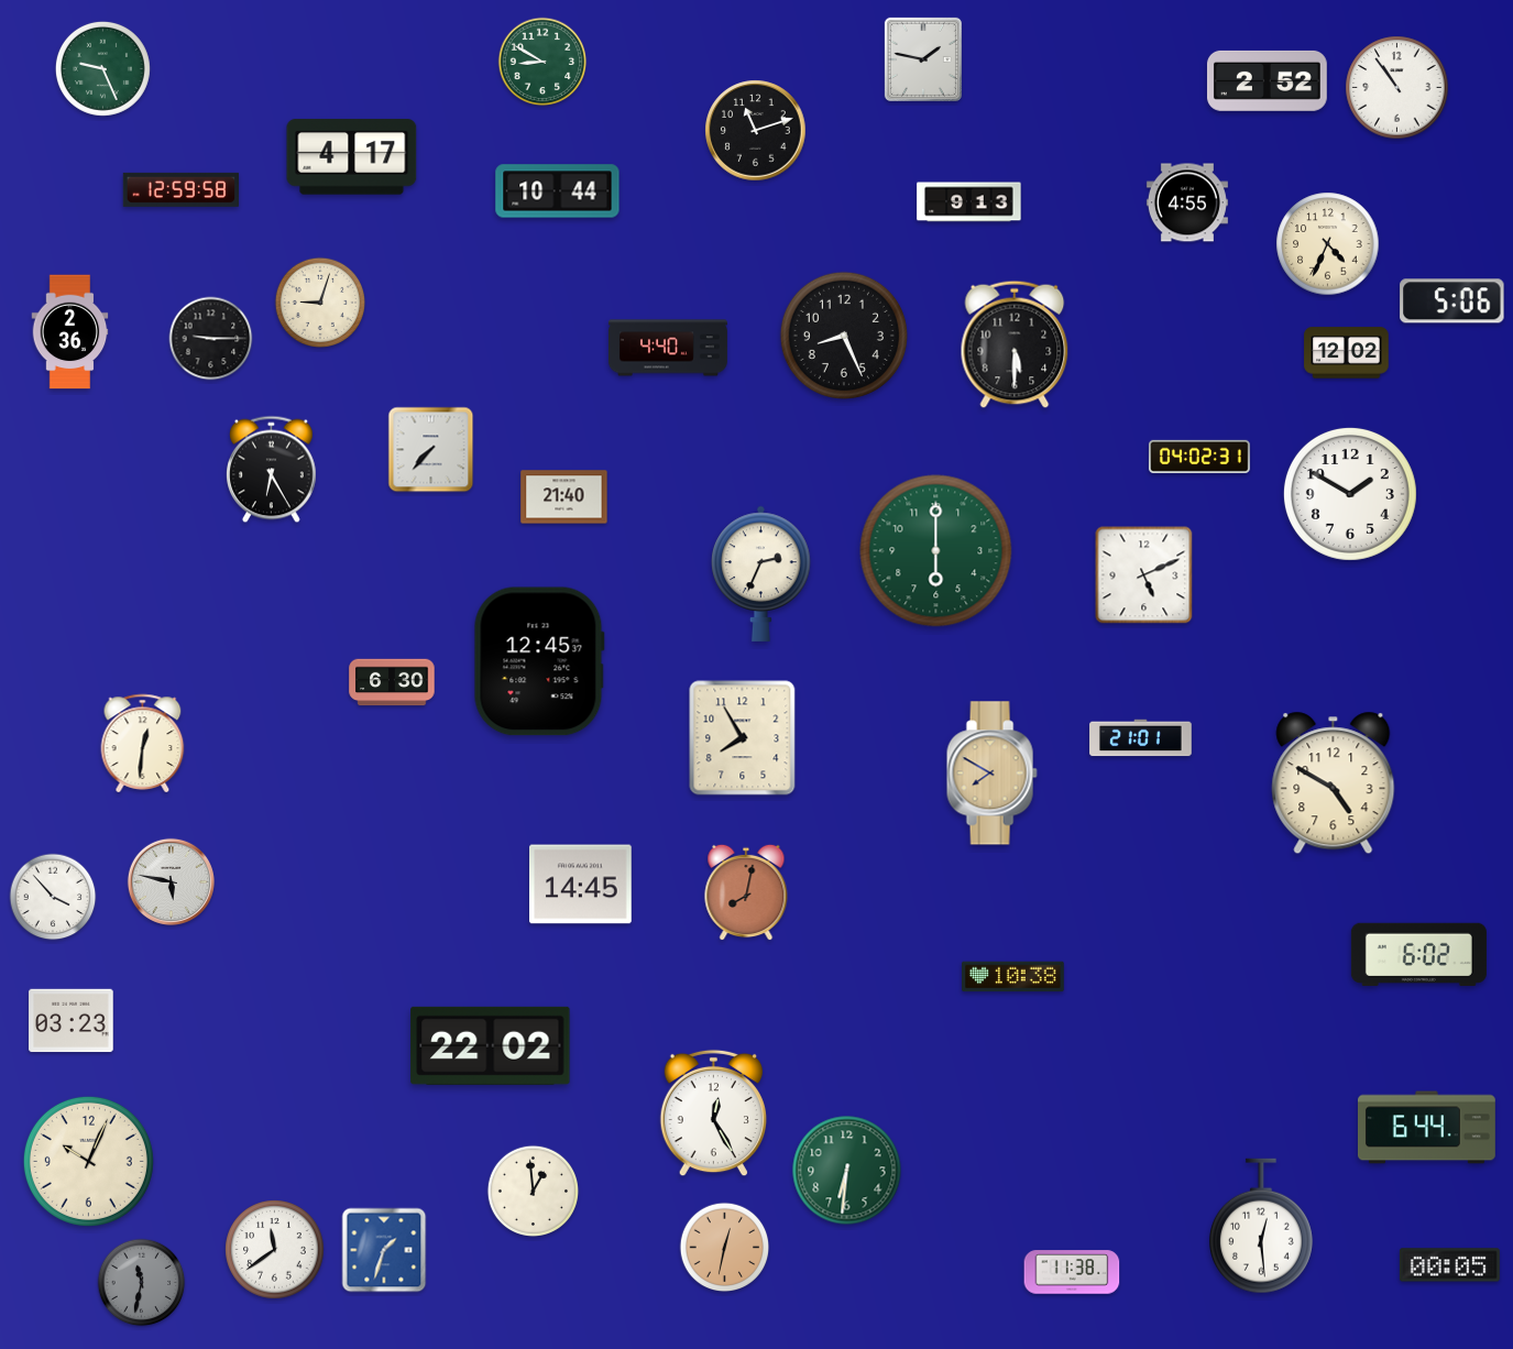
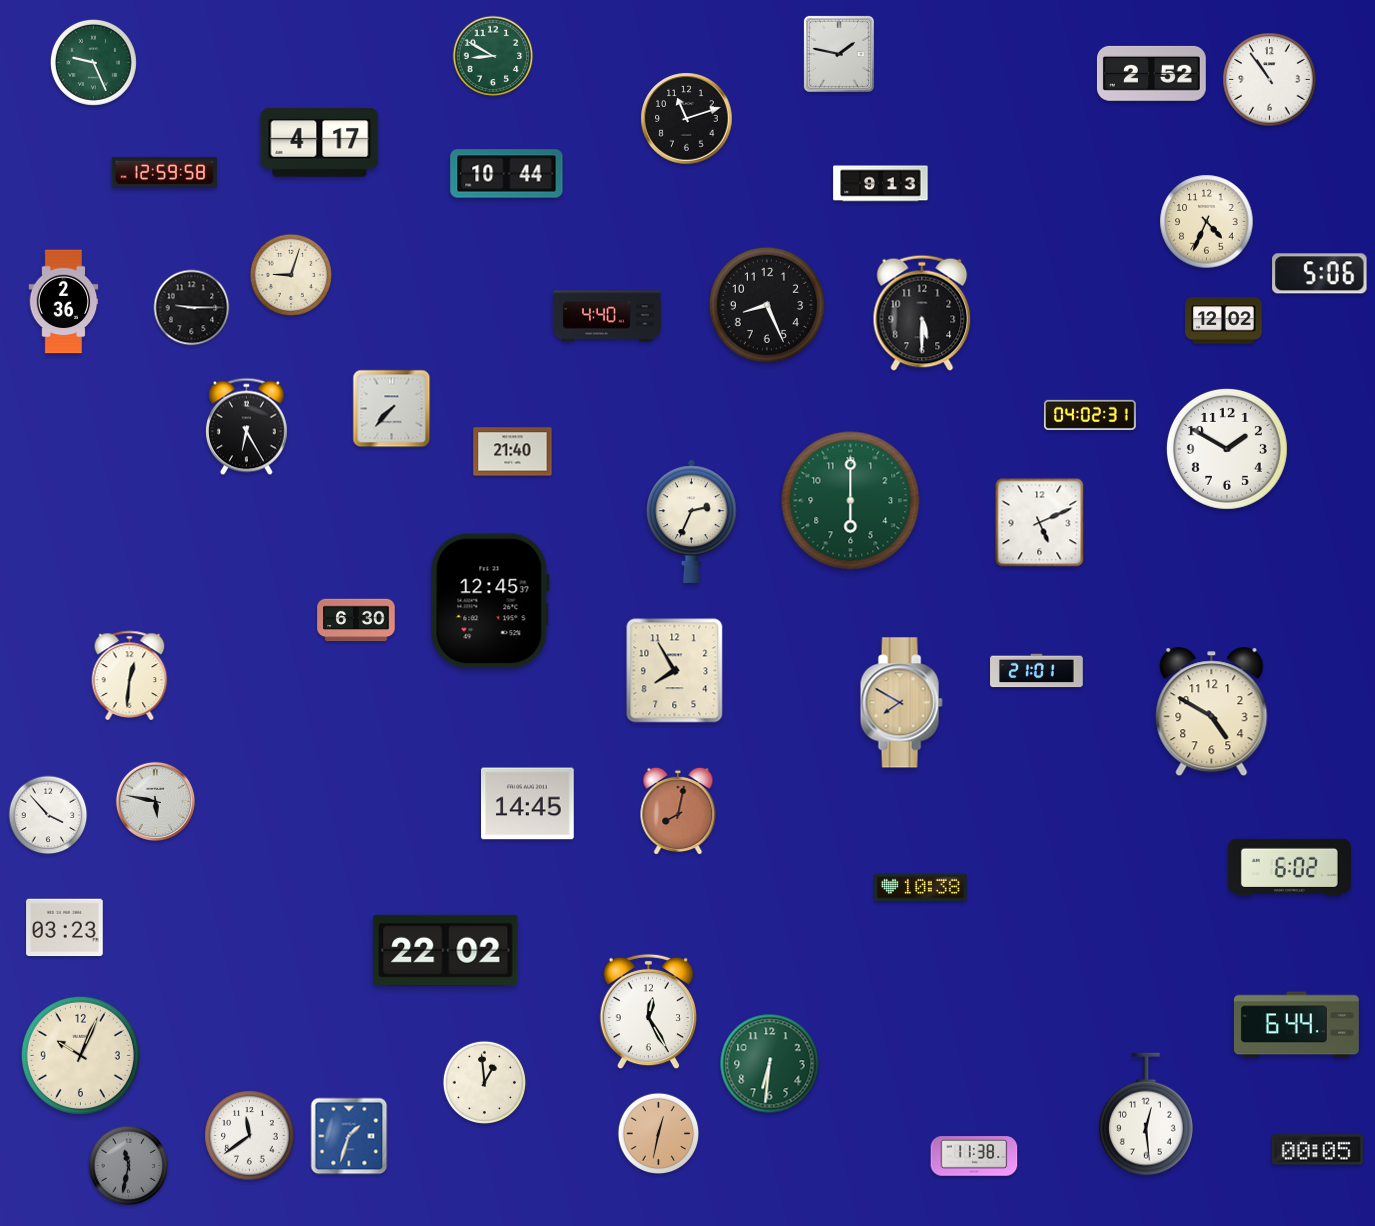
clock at (1187, 202): 4:55 -> none
